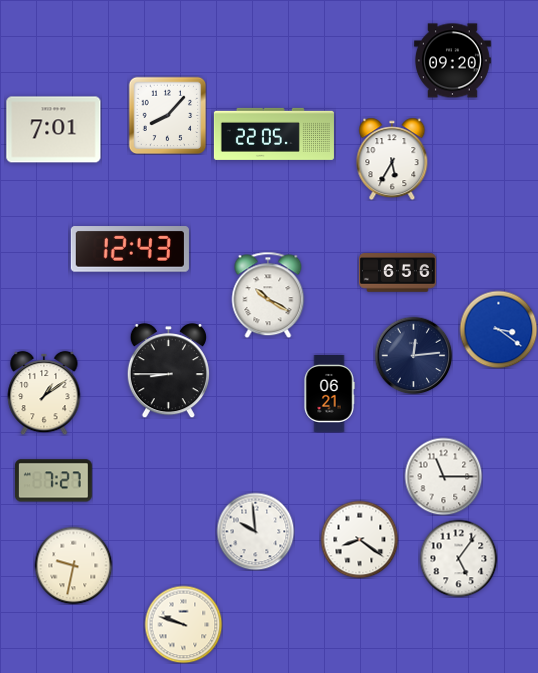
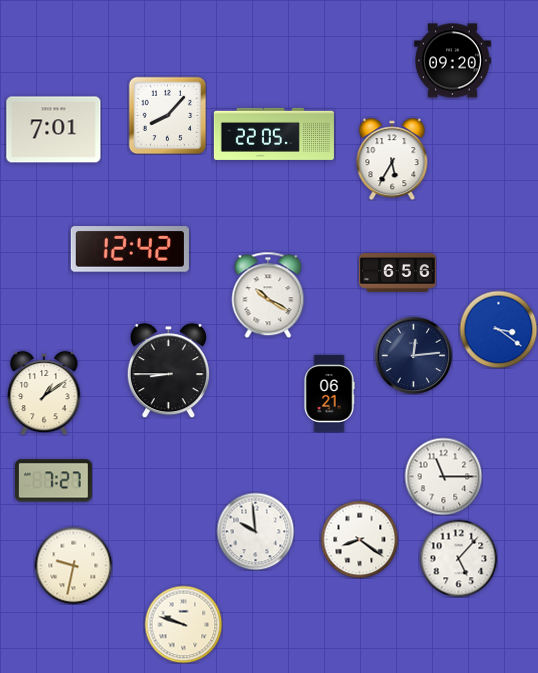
clock at (130, 249): 12:43 -> 12:42
clock at (458, 558): 5:06 -> 5:07
